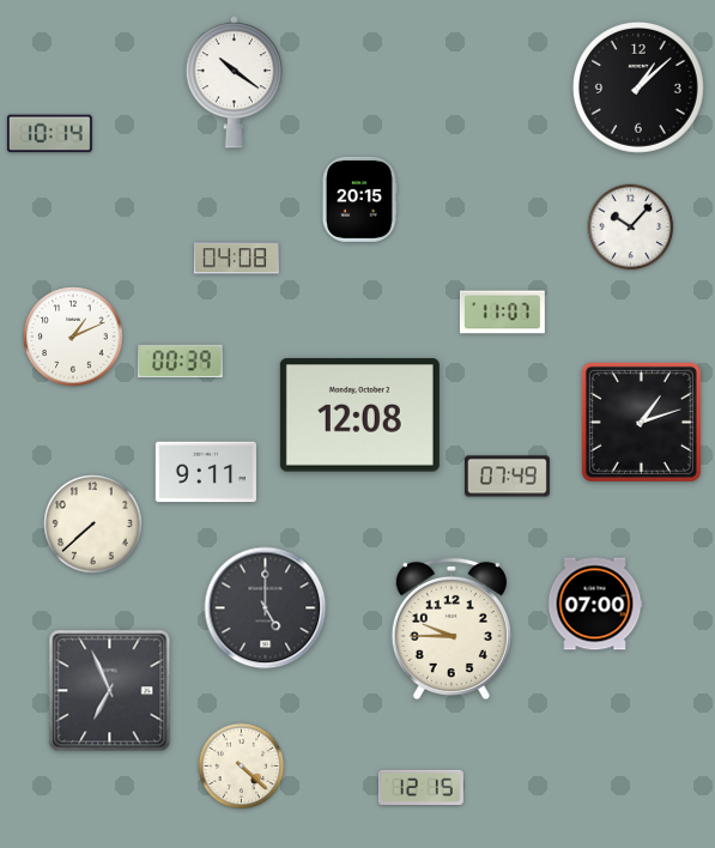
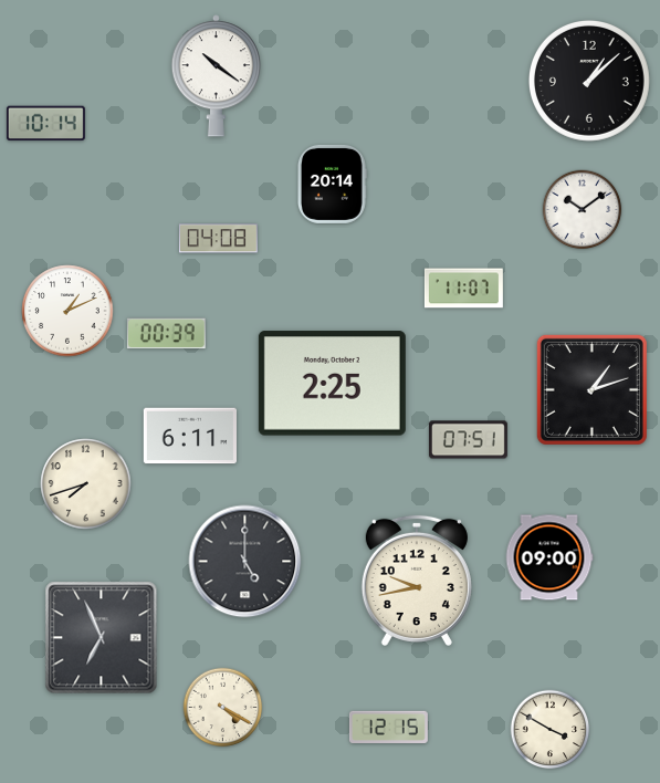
clock at (359, 199): 20:15 -> 20:14
clock at (631, 228): 10:07 -> 10:09
clock at (359, 416): 12:08 -> 2:25
clock at (205, 472): 9:11 -> 6:11
clock at (507, 477): 07:49 -> 07:51
clock at (93, 525): 7:38 -> 7:42
clock at (595, 604): 07:00 -> 09:00
clock at (452, 629): 9:45 -> 9:43
clock at (242, 767): 4:22 -> 4:20
clock at (551, 730): none -> 3:50
